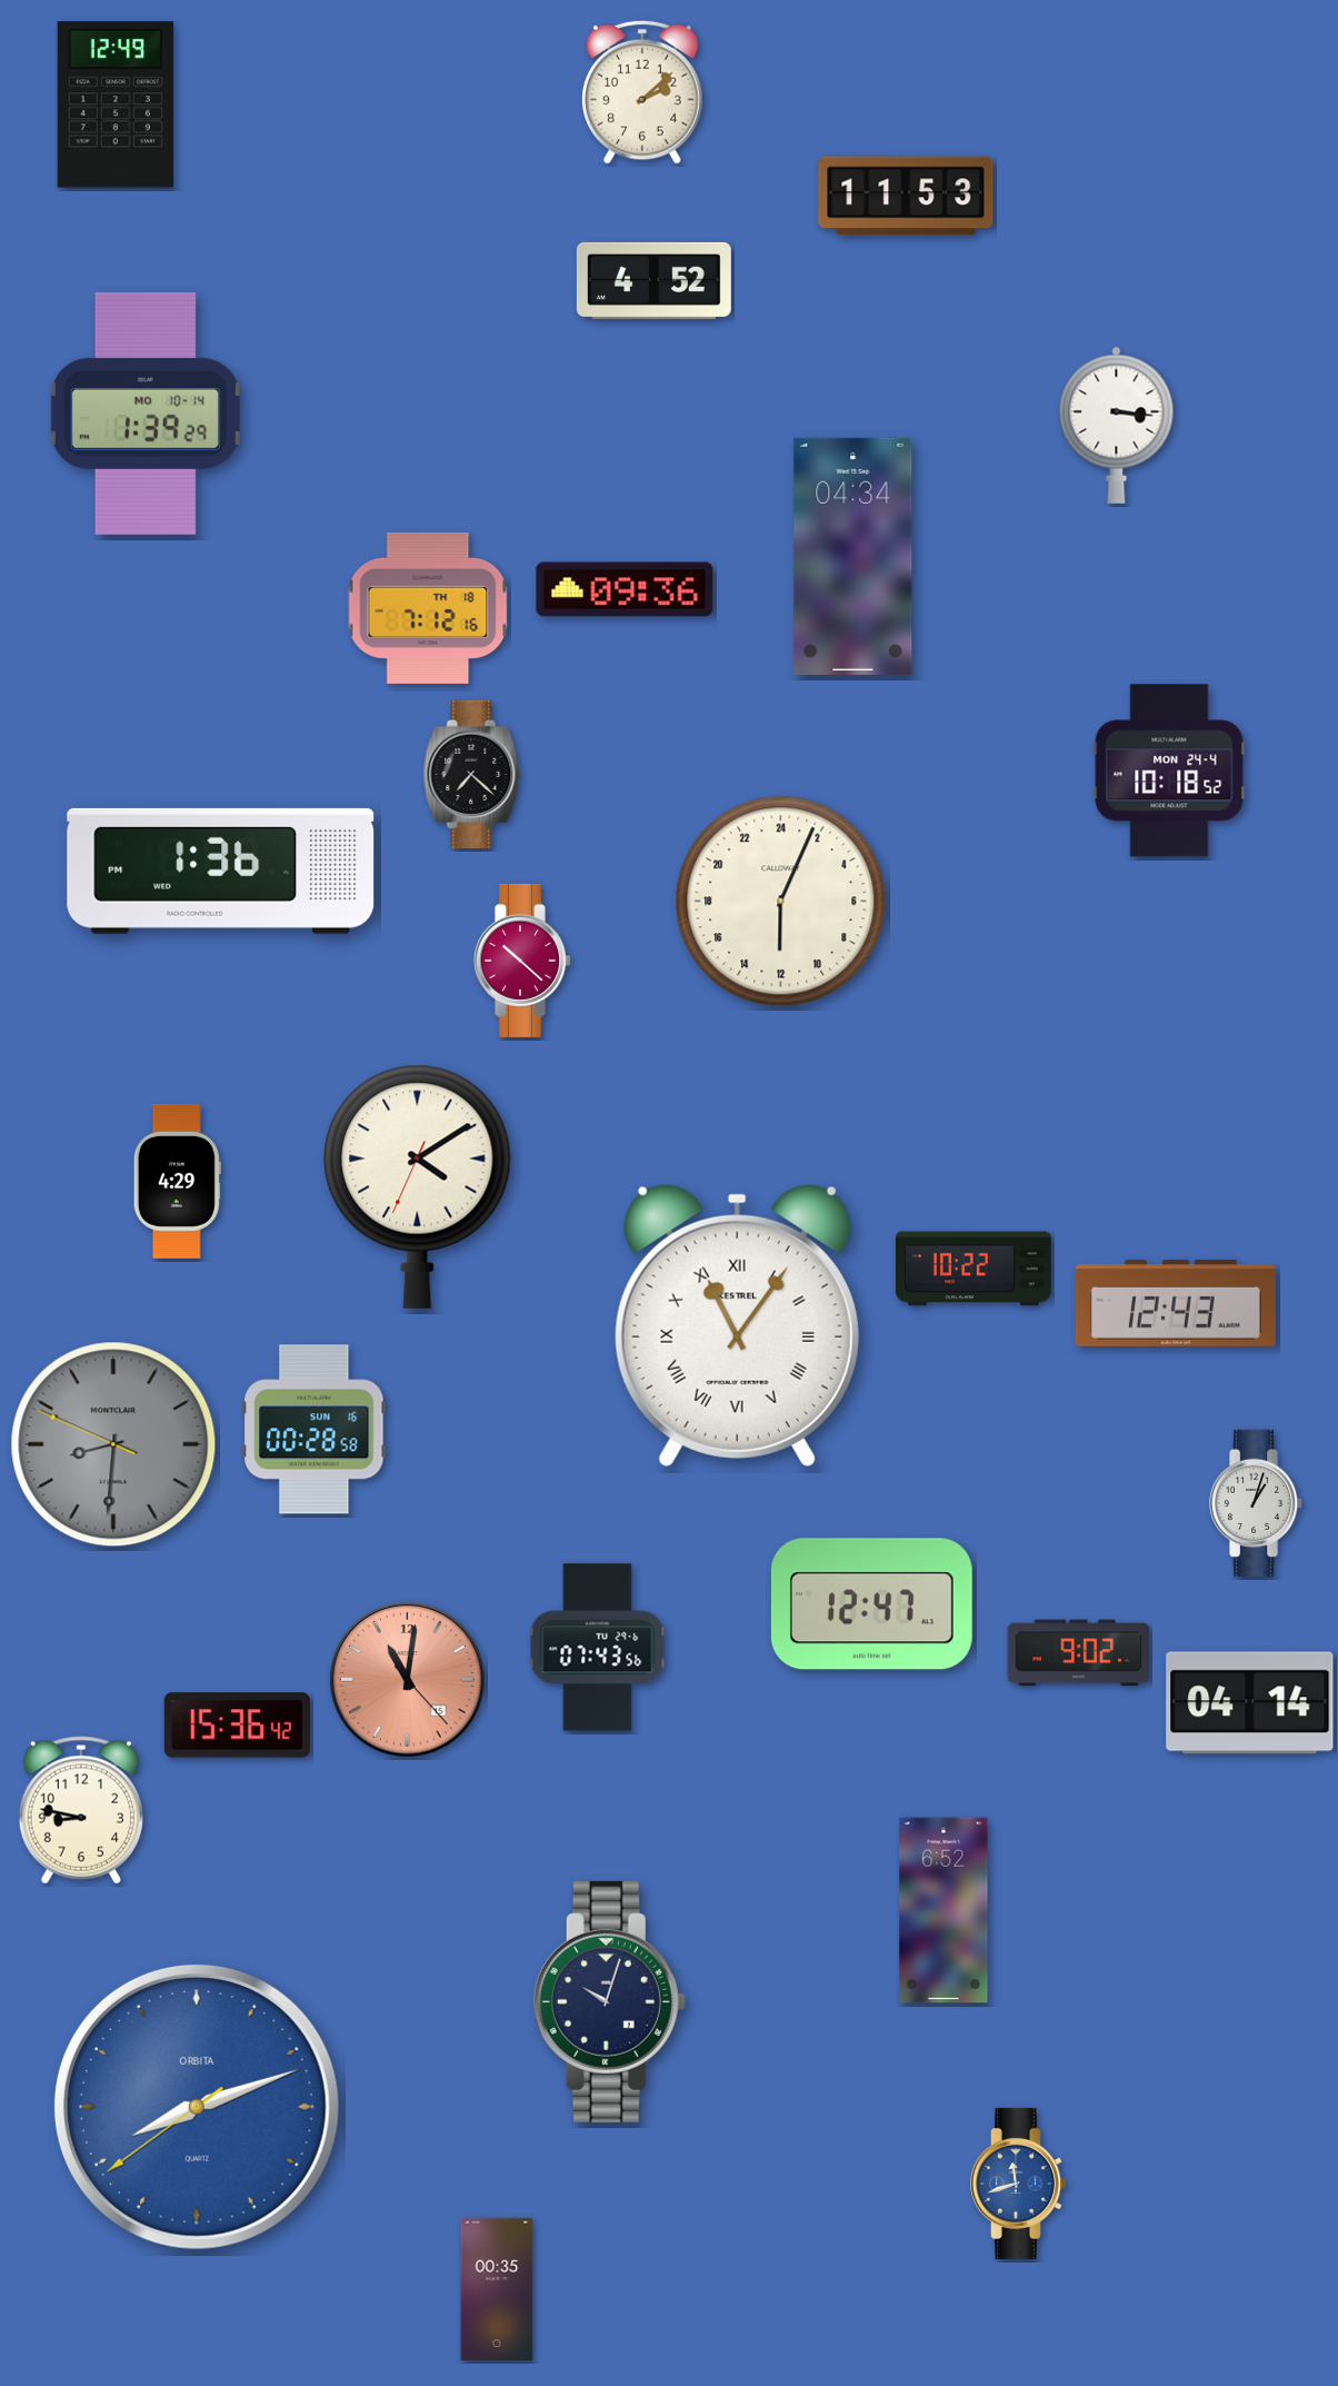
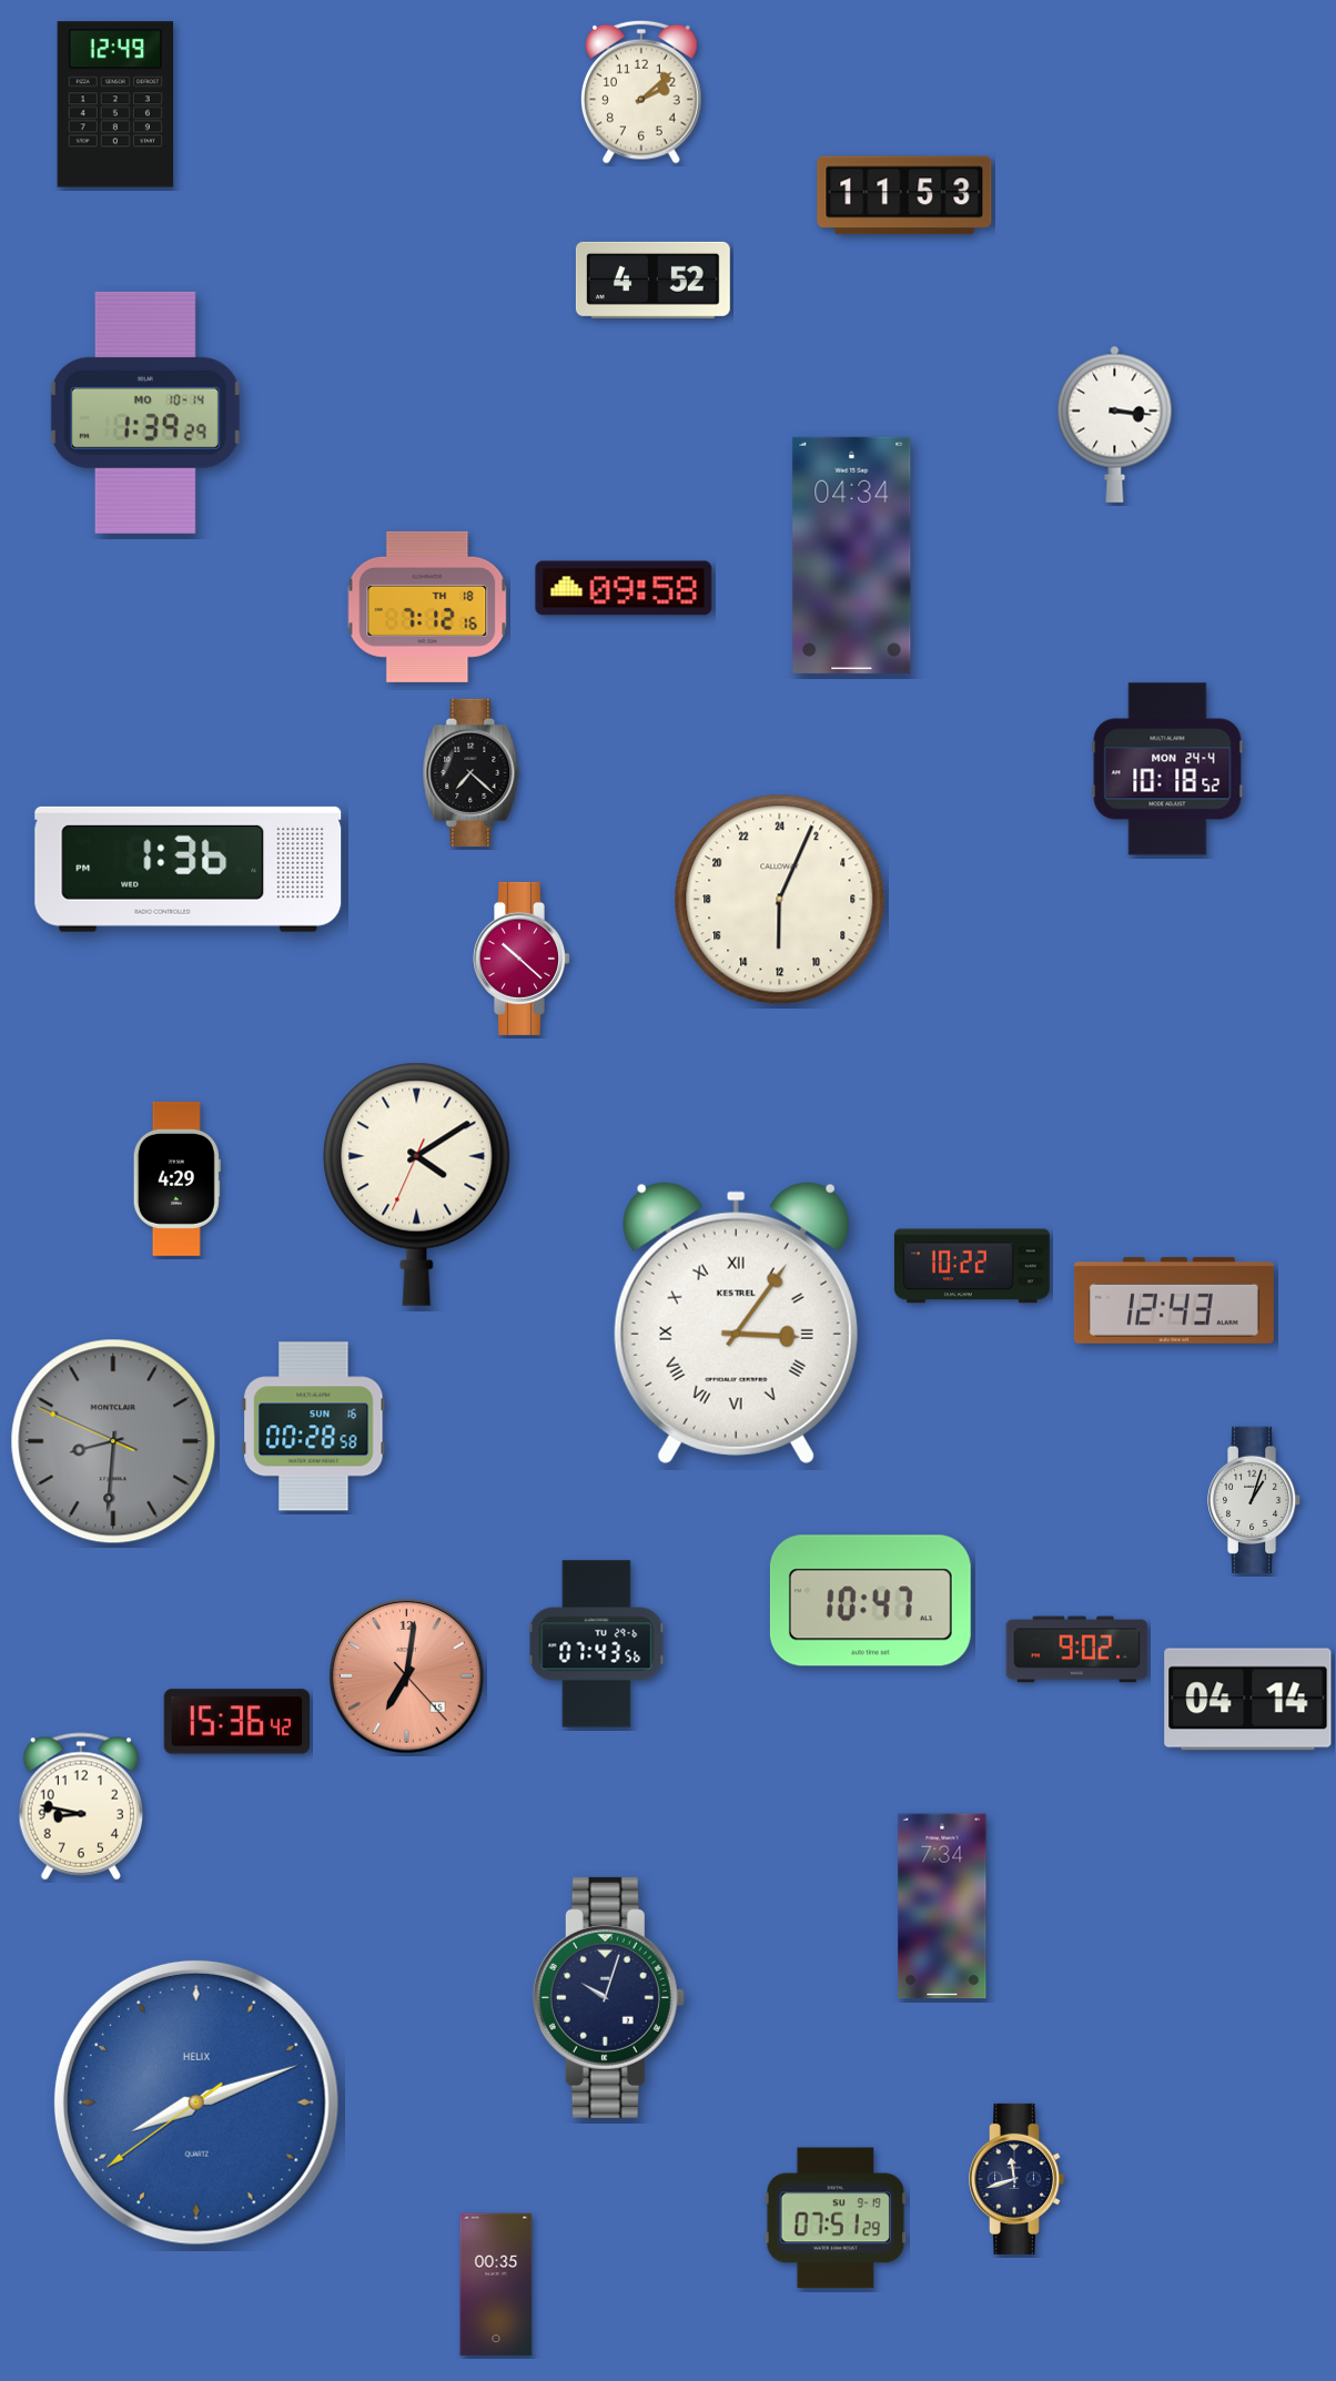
clock at (625, 589): 09:36 -> 09:58
clock at (221, 871) position: (221, 871) -> (189, 869)
clock at (737, 1325): 11:06 -> 3:06
clock at (871, 1604): 12:47 -> 10:47
clock at (408, 1680): 11:01 -> 7:01
clock at (943, 1910): 6:52 -> 7:34
clock at (197, 2107) brand: ORBITA -> HELIX
clock at (1019, 2184) dial: blue -> navy
clock at (836, 2218): none -> 07:51
